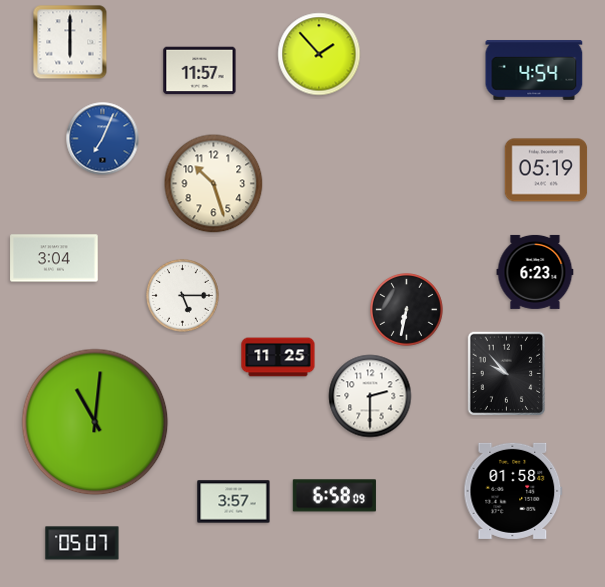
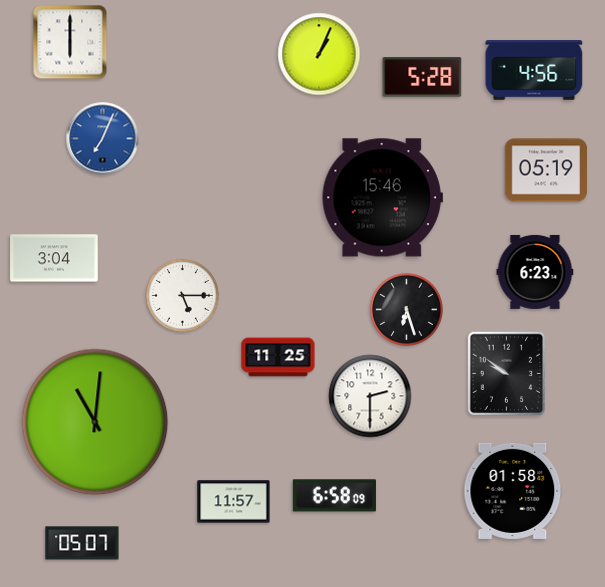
clock at (319, 54): 1:53 -> 1:04
clock at (534, 70): 4:54 -> 4:56
clock at (200, 71): 11:57 -> none
clock at (422, 77): none -> 5:28
clock at (214, 184): 10:27 -> none
clock at (382, 198): none -> 15:46
clock at (407, 310): 6:32 -> 6:27
clock at (507, 374): 9:53 -> 9:51
clock at (234, 502): 3:57 -> 11:57
